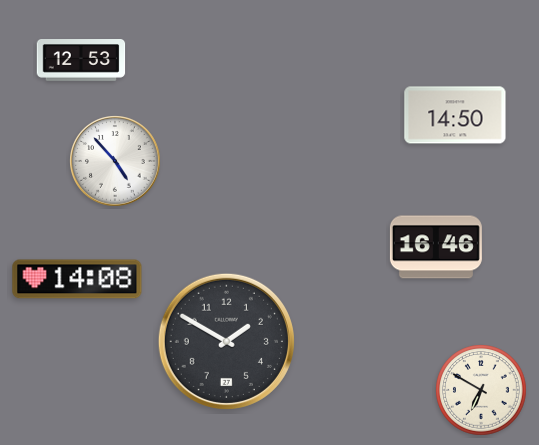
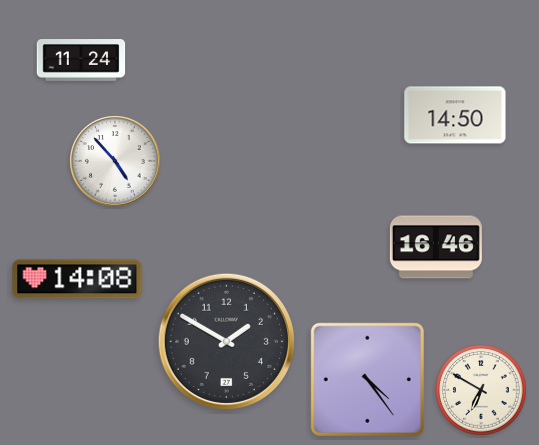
clock at (81, 61): 12:53 -> 11:24
clock at (367, 379): none -> 4:24
